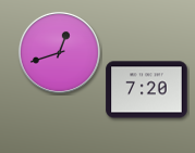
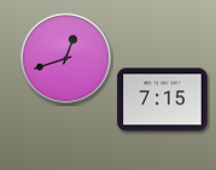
clock at (147, 90): 7:20 -> 7:15
